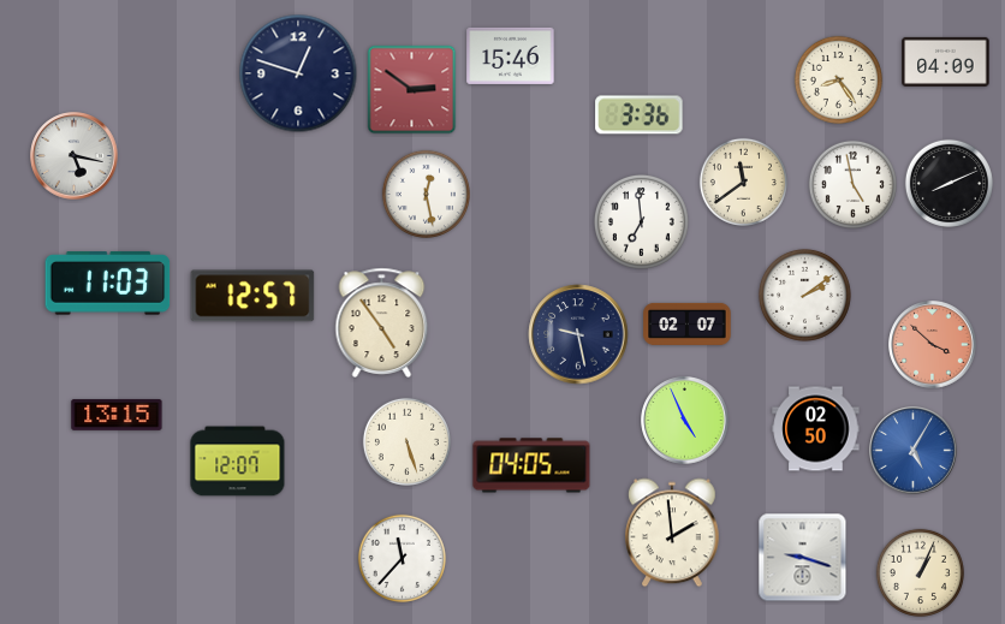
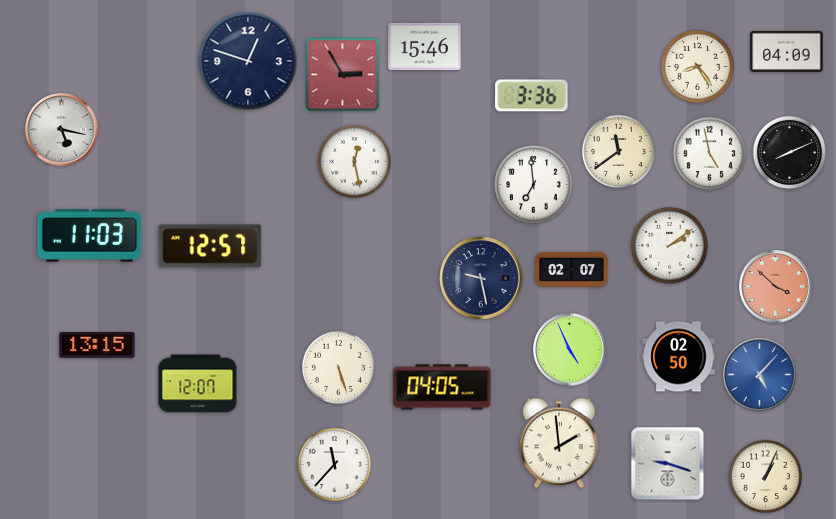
clock at (412, 90): 2:51 -> 2:55
clock at (382, 322): 4:54 -> none
clock at (914, 451): 5:05 -> 5:07
